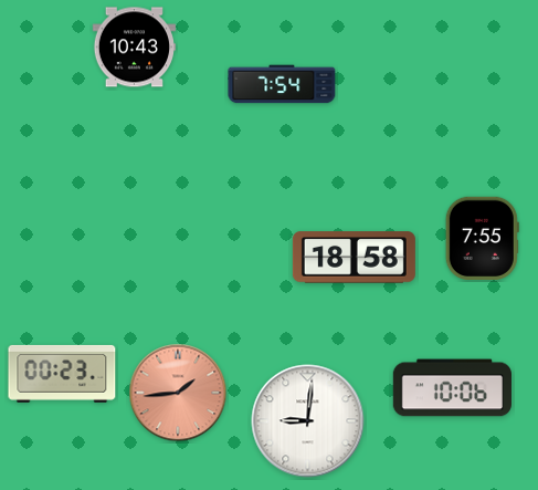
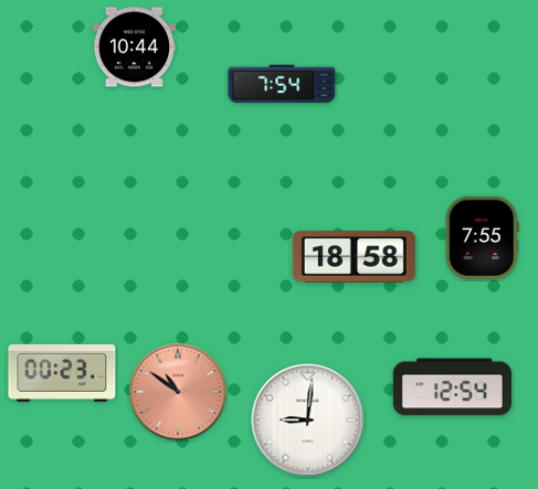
clock at (134, 48): 10:43 -> 10:44
clock at (452, 388): 10:06 -> 12:54
clock at (178, 393): 1:44 -> 10:51
